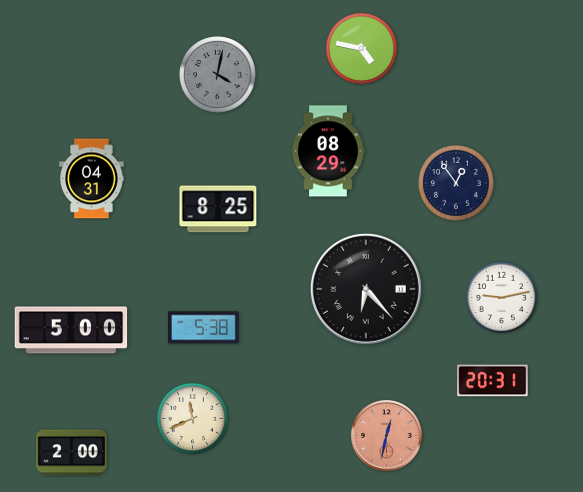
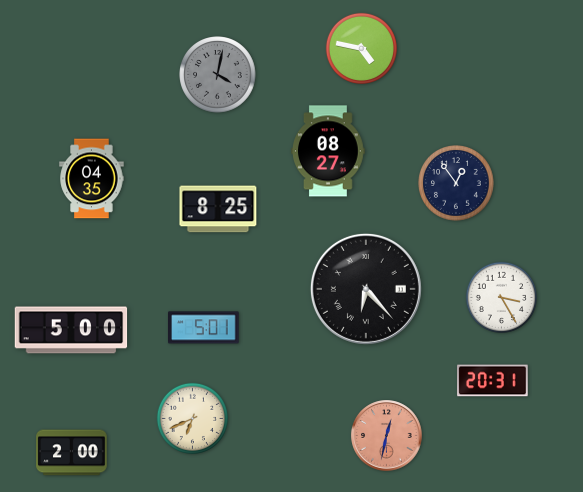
clock at (329, 151): 08:29 -> 08:27
clock at (92, 179): 04:31 -> 04:35
clock at (501, 297): 9:13 -> 3:25
clock at (204, 328): 5:38 -> 5:01
clock at (192, 418): 11:41 -> 6:41
